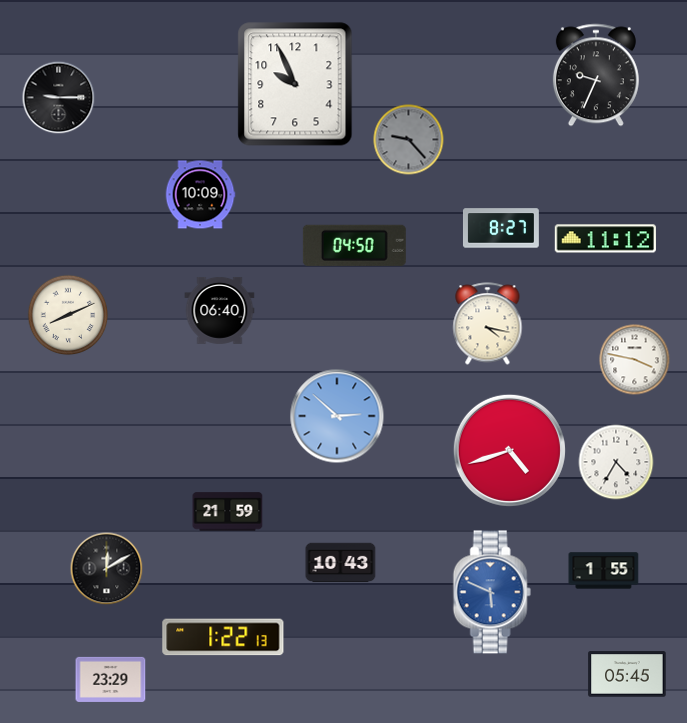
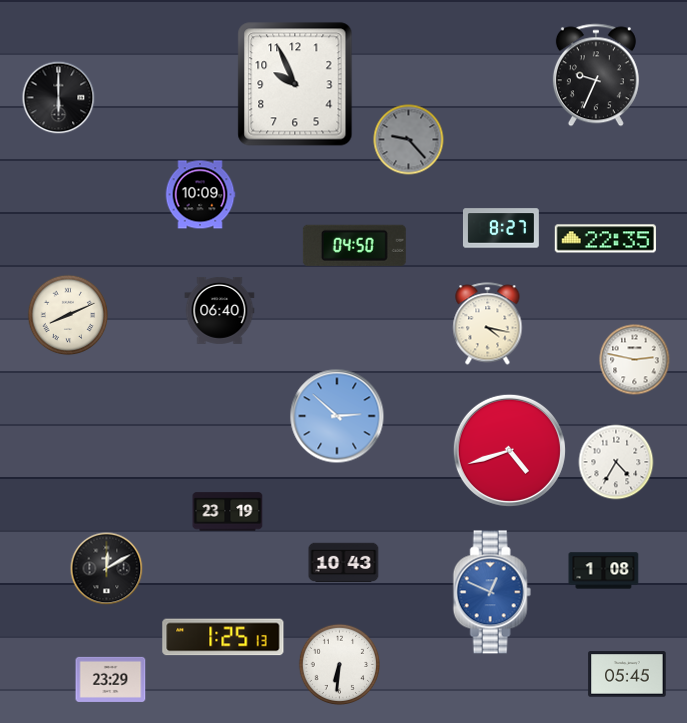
clock at (59, 98): 9:15 -> 6:00
clock at (605, 239): 11:12 -> 22:35
clock at (635, 360): 3:47 -> 2:47
clock at (228, 512): 21:59 -> 23:19
clock at (341, 563) position: (341, 563) -> (344, 563)
clock at (604, 571): 1:55 -> 1:08
clock at (492, 592): 5:49 -> 12:49
clock at (223, 637): 1:22 -> 1:25
clock at (340, 665): none -> 6:31
